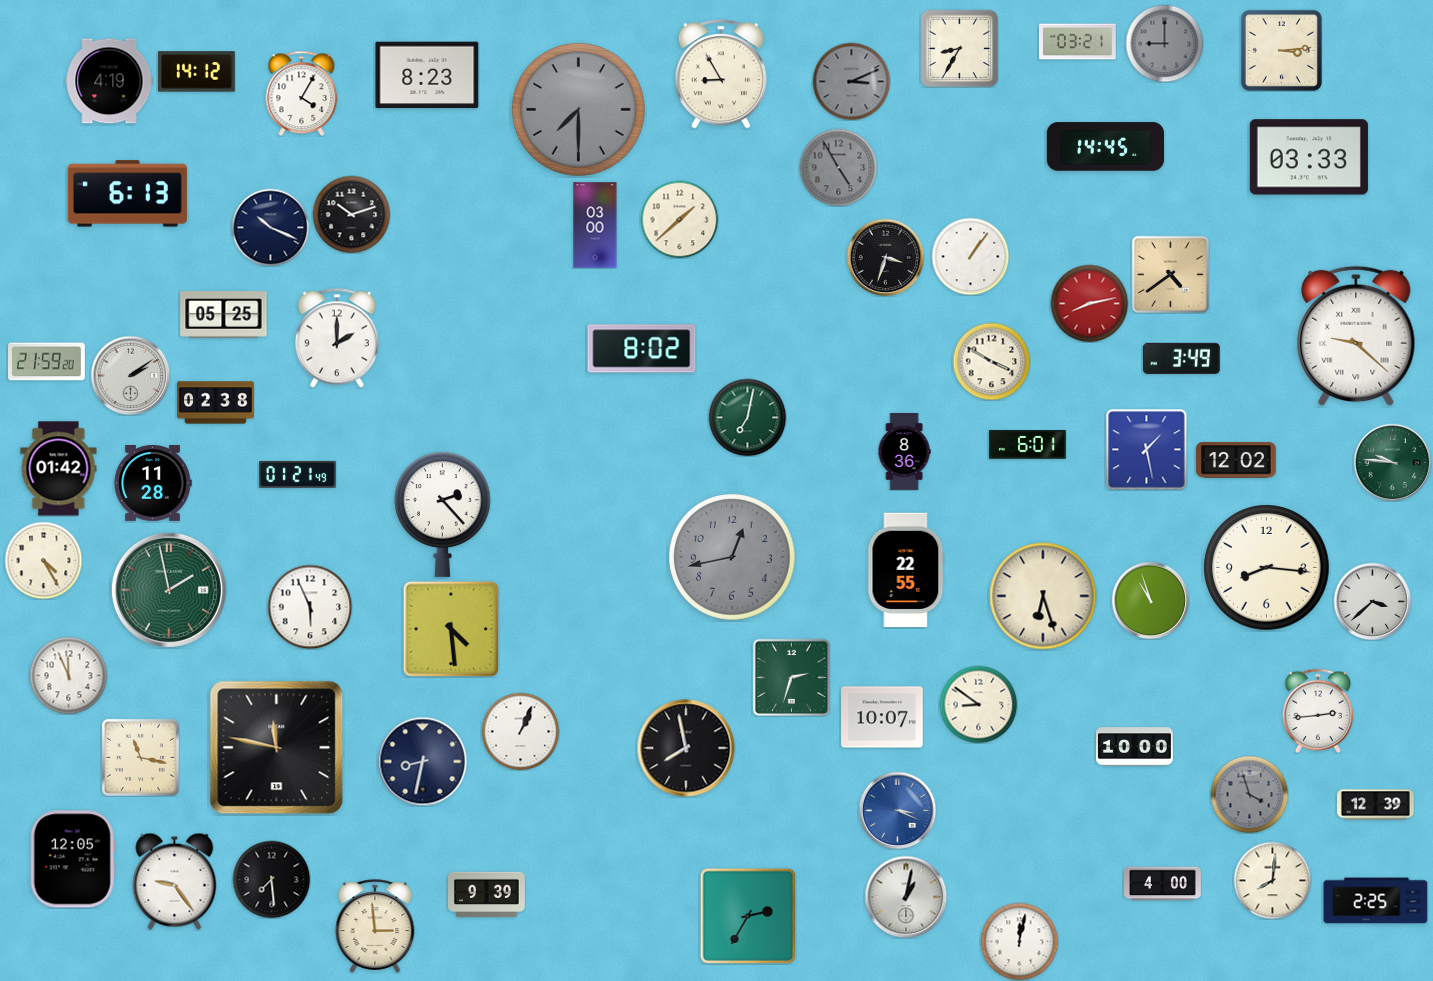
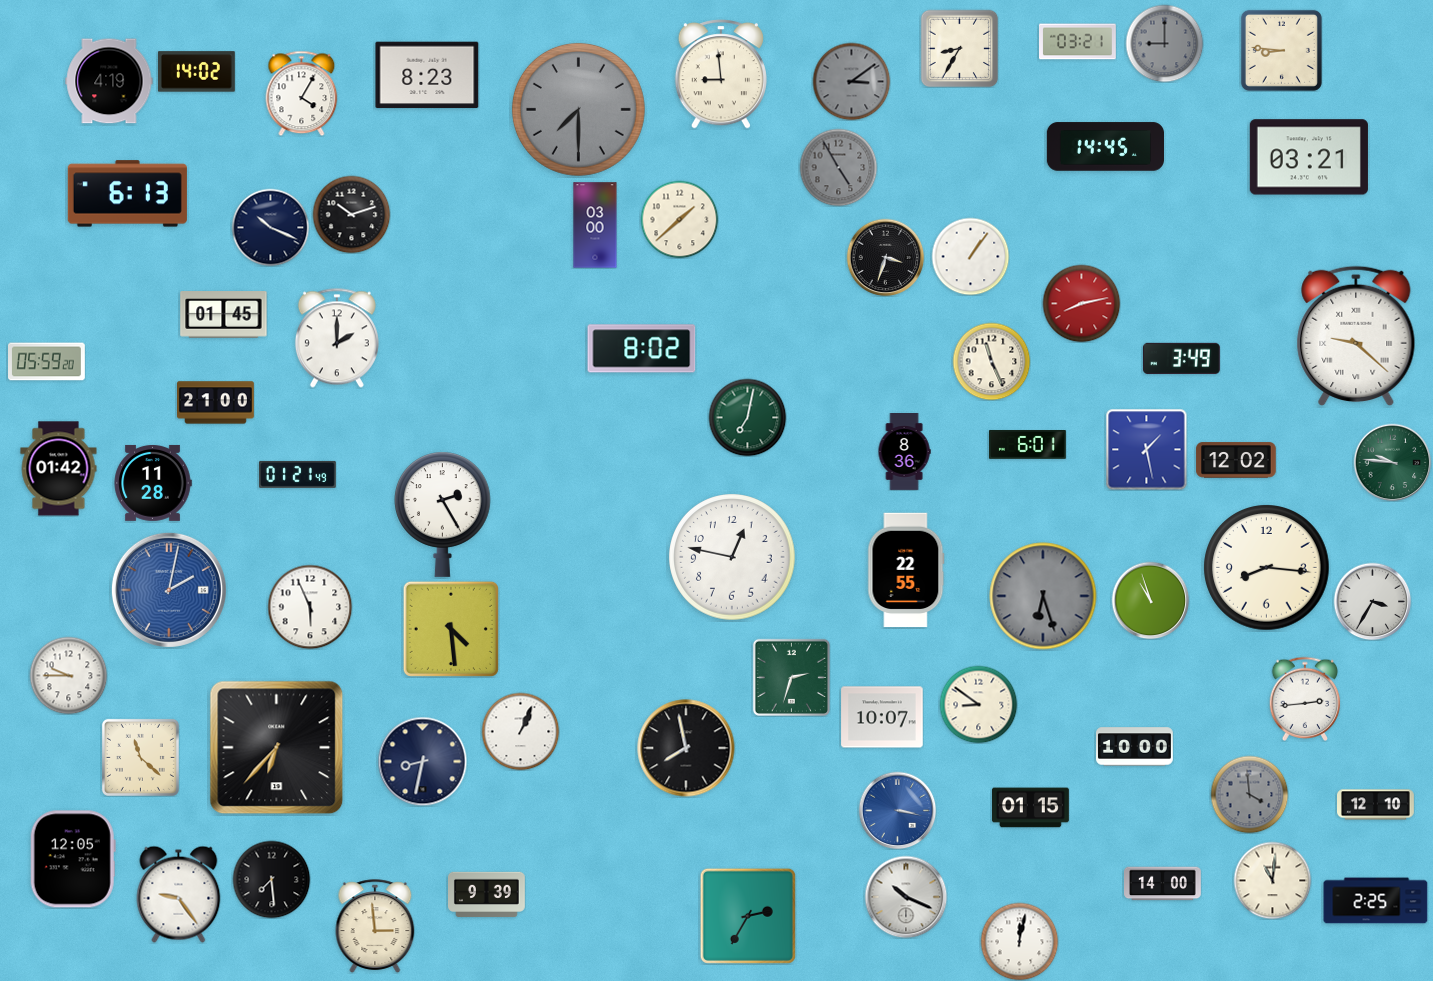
clock at (1281, 50): 3:14 -> 8:46
clock at (196, 72): 14:12 -> 14:02
clock at (721, 74): 8:55 -> 8:59
clock at (851, 81): 3:11 -> 3:09
clock at (1309, 157): 03:33 -> 03:21
clock at (1170, 274): 4:39 -> none
clock at (1089, 303) position: (1089, 303) -> (1081, 303)
clock at (224, 315): 05:25 -> 01:45
clock at (991, 361): 3:50 -> 11:26
clock at (47, 362): 21:59 -> 05:59
clock at (130, 375): 2:09 -> none
clock at (216, 403): 02:38 -> 21:00
clock at (443, 514): 2:23 -> 2:25
clock at (732, 557): 12:43 -> 12:47
clock at (732, 557) dial: grey -> white
clock at (43, 560): 4:25 -> none
clock at (169, 590): 1:58 -> 2:02
clock at (169, 590) dial: green -> blue
clock at (1043, 596) dial: cream -> grey
clock at (1372, 601): 3:38 -> 3:35
clock at (68, 675): 11:56 -> 9:45
clock at (1318, 710) position: (1318, 710) -> (1305, 698)
clock at (277, 748): 11:47 -> 6:37
clock at (140, 757): 11:17 -> 11:22
clock at (1249, 794): 3:57 -> 3:59
clock at (1376, 805): 12:39 -> 12:10
clock at (1031, 808): none -> 01:15
clock at (897, 810): 3:19 -> 3:17
clock at (1272, 880): 8:01 -> 11:01
clock at (175, 881) position: (175, 881) -> (179, 894)
clock at (1163, 884): 4:00 -> 14:00
clock at (906, 897): 1:02 -> 10:19
